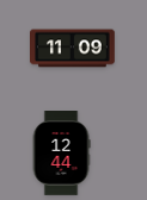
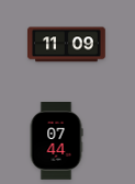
clock at (61, 154): 12:44 -> 07:44
